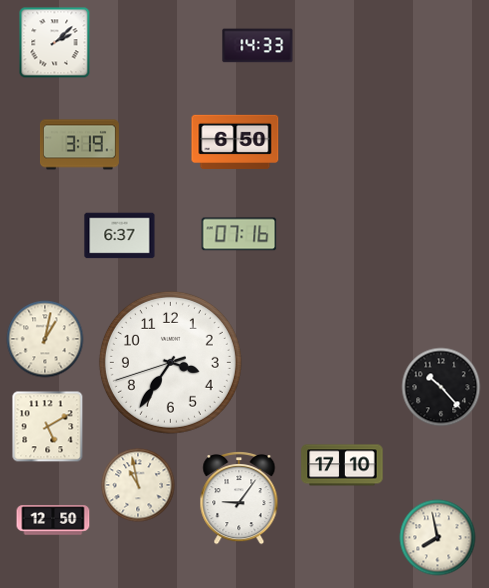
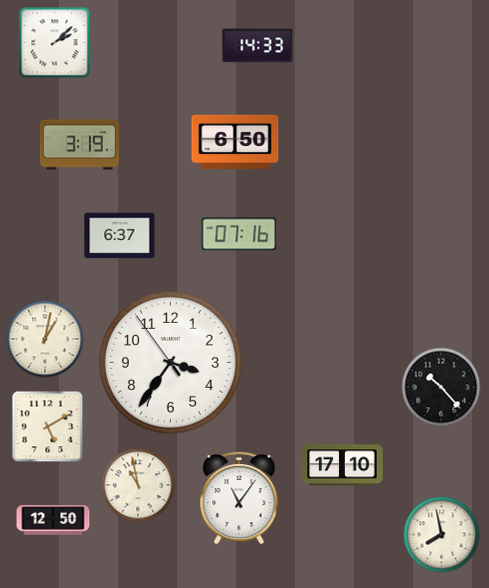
clock at (170, 362): 3:35:42 -> 3:35:54
clock at (239, 499): 9:06 -> 11:06
clock at (438, 538) position: (438, 538) -> (442, 535)
